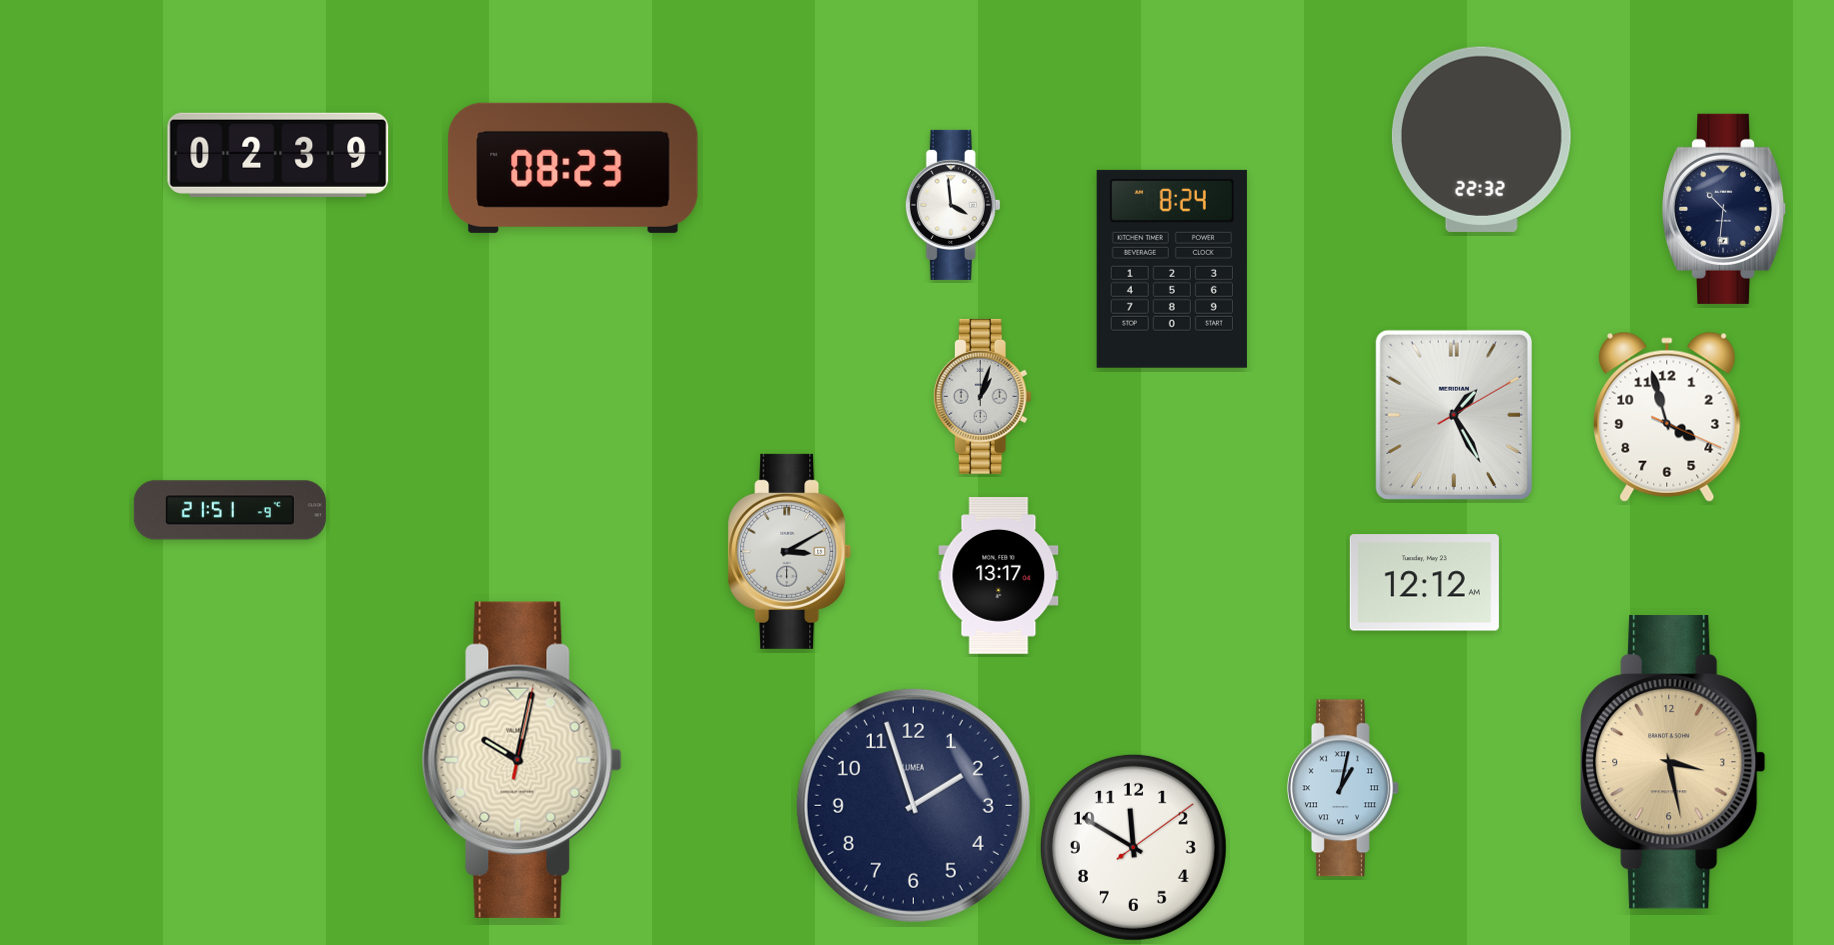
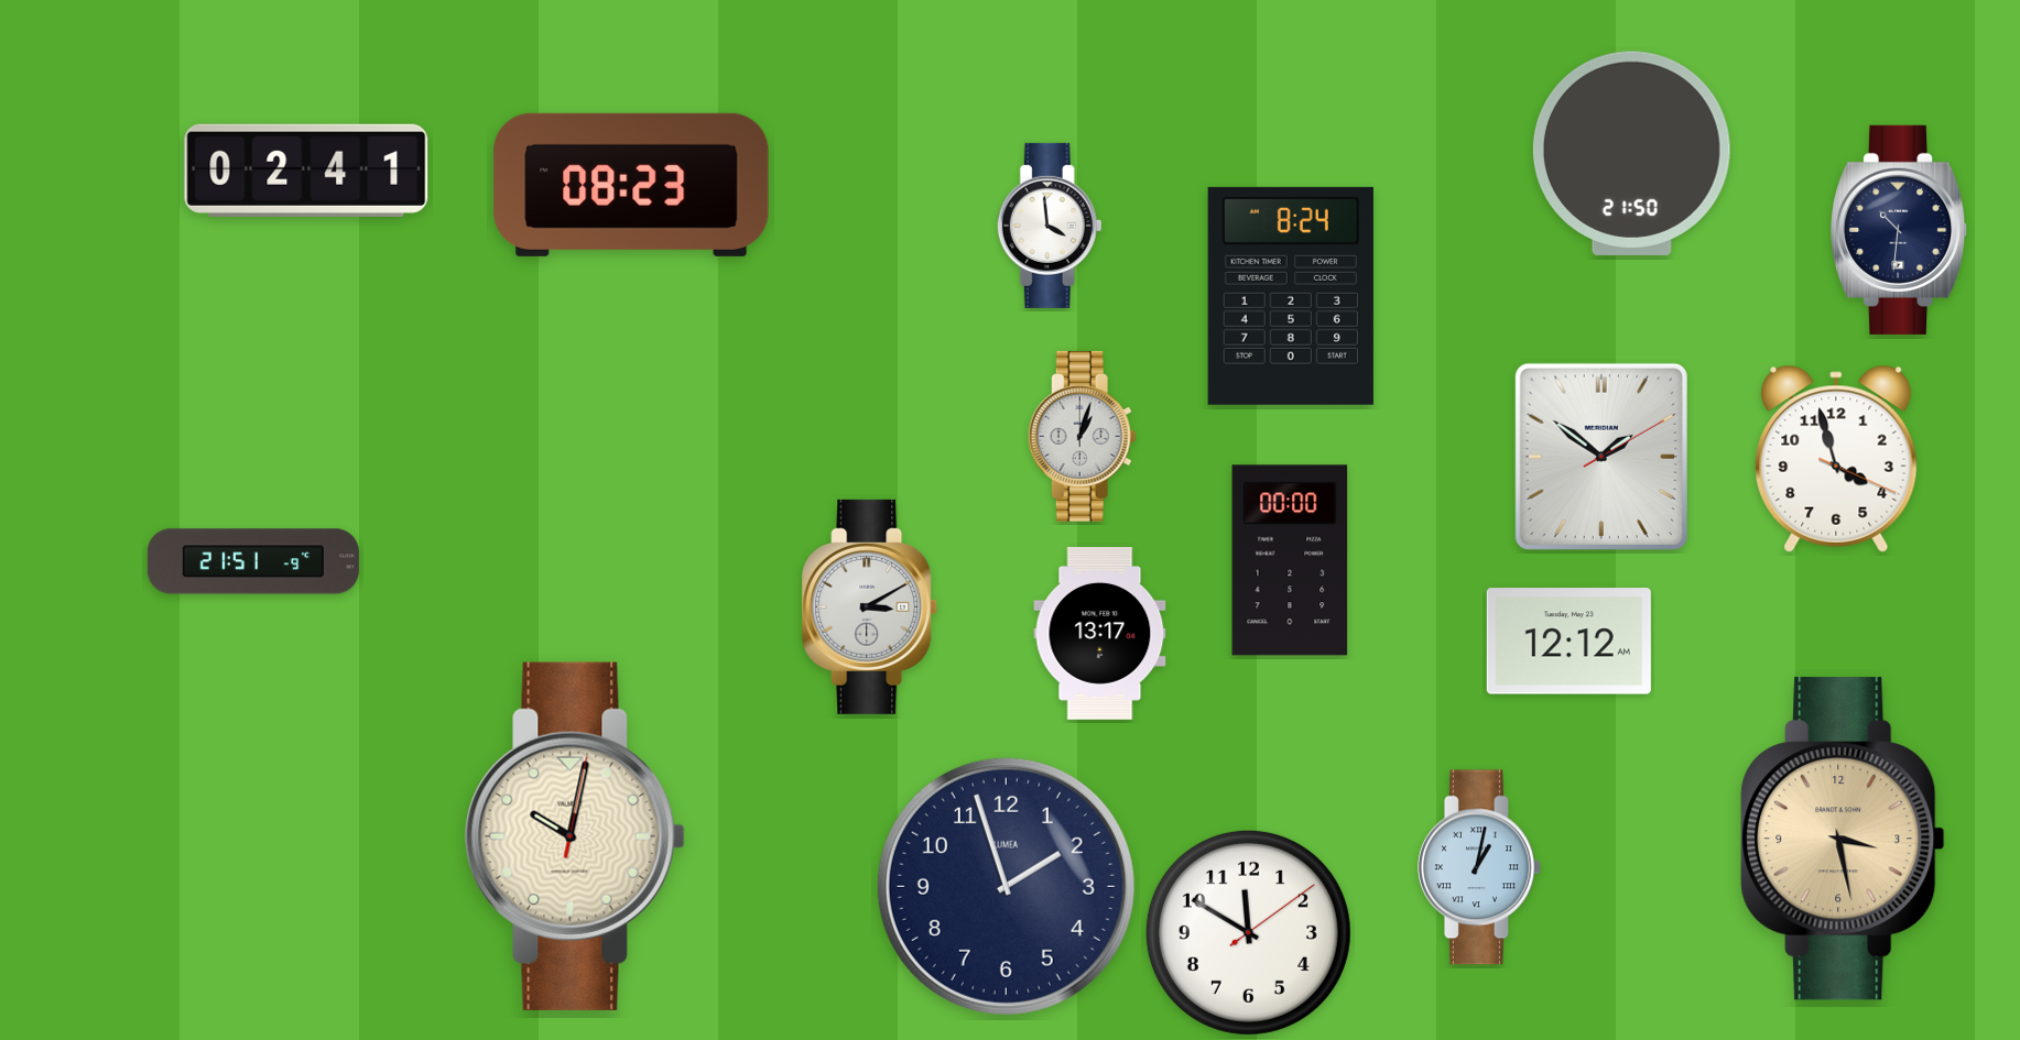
clock at (1481, 139): 22:32 -> 21:50
clock at (278, 155): 02:39 -> 02:41
clock at (1454, 415): 1:25 -> 1:51
clock at (1290, 560): none -> 00:00
